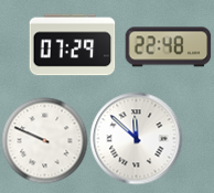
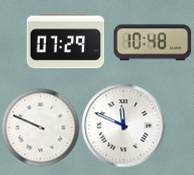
clock at (168, 47): 22:48 -> 10:48
clock at (136, 138): 11:52 -> 11:49
